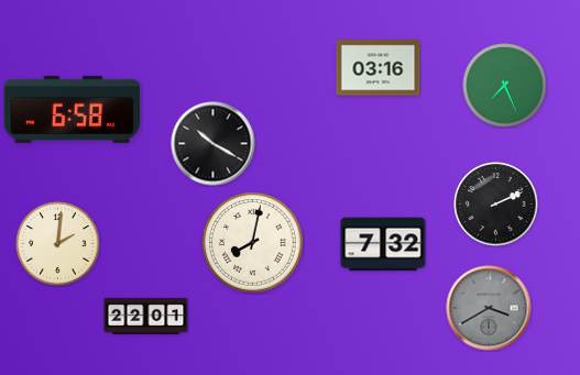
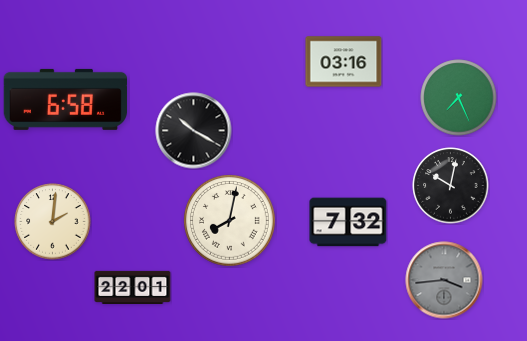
clock at (505, 86) position: (505, 86) -> (459, 98)
clock at (496, 205): 2:11 -> 10:02
clock at (489, 308): 3:40 -> 3:44
